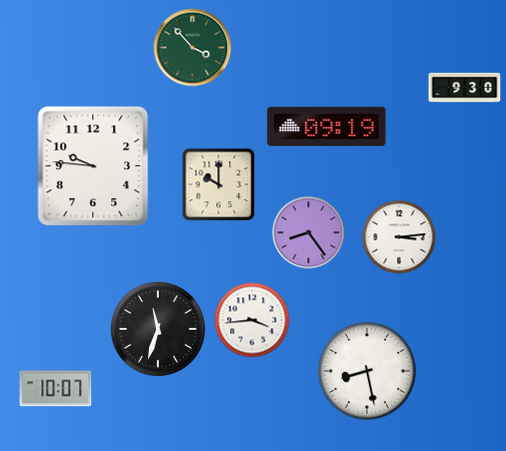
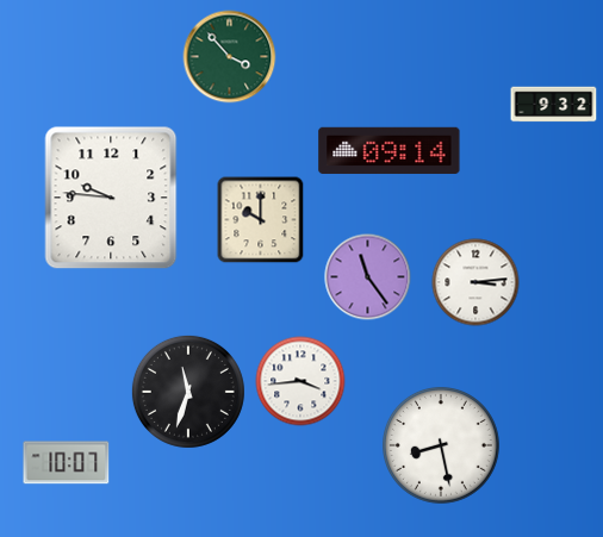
clock at (465, 88): 9:30 -> 9:32
clock at (327, 126): 09:19 -> 09:14
clock at (309, 233): 8:24 -> 11:24
clock at (368, 372) position: (368, 372) -> (442, 447)
